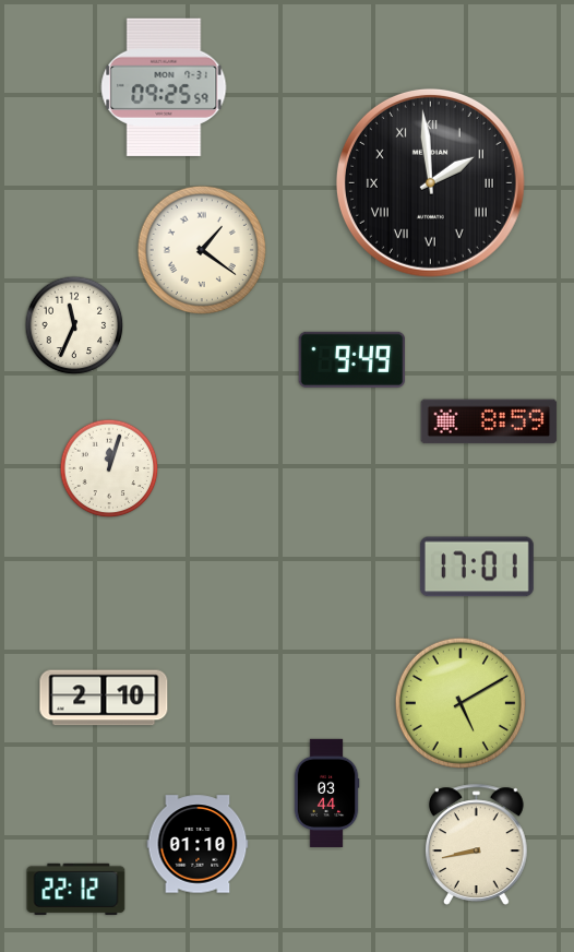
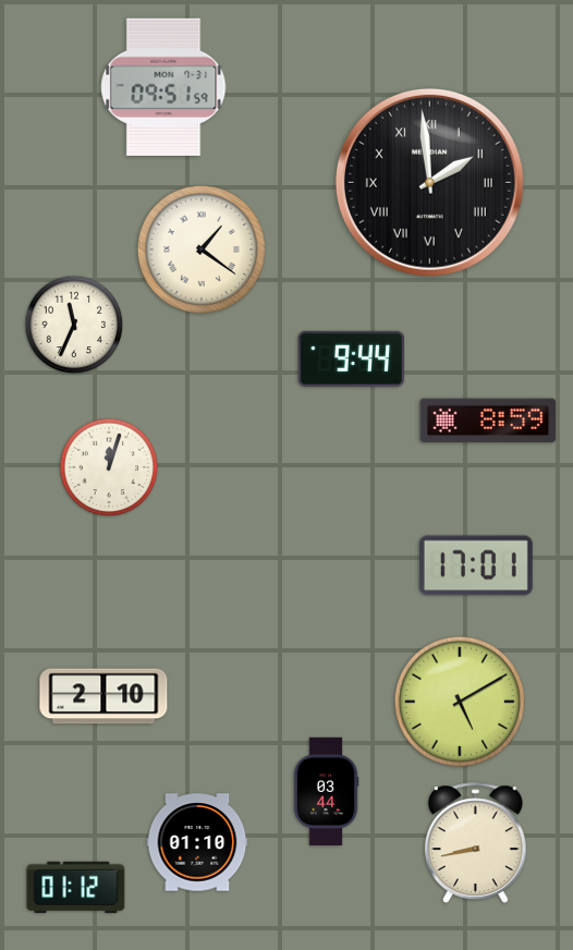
clock at (164, 86): 09:25 -> 09:51
clock at (352, 359): 9:49 -> 9:44
clock at (76, 889): 22:12 -> 01:12
